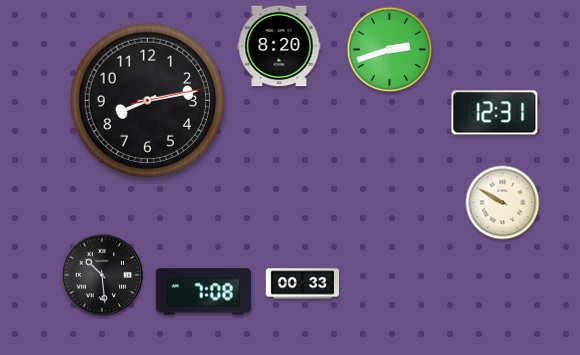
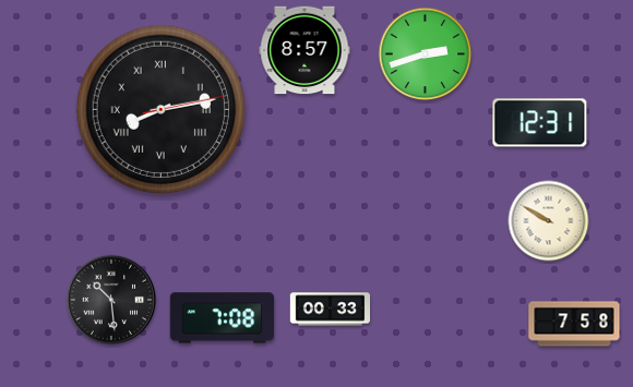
clock at (279, 46): 8:20 -> 8:57
clock at (147, 100) numerals: Arabic -> Roman
clock at (574, 324): none -> 7:58
